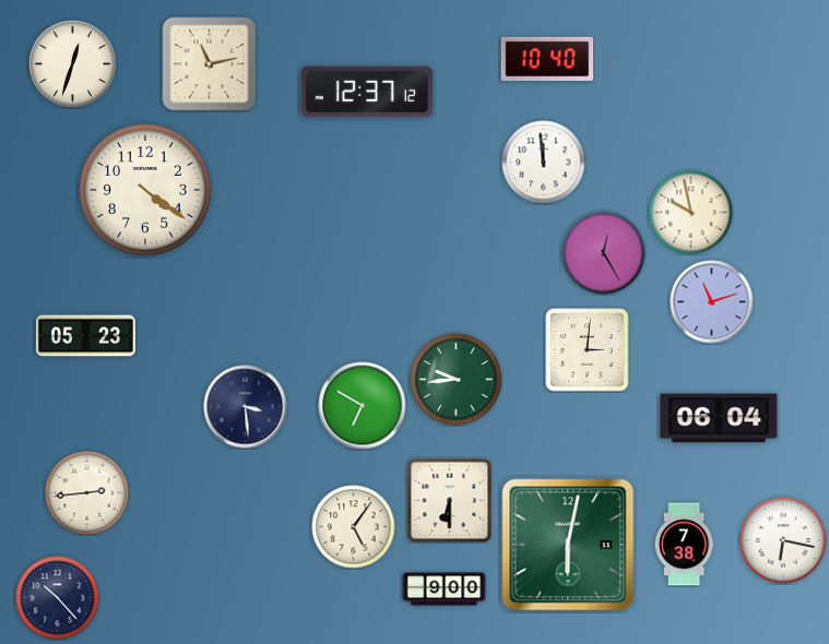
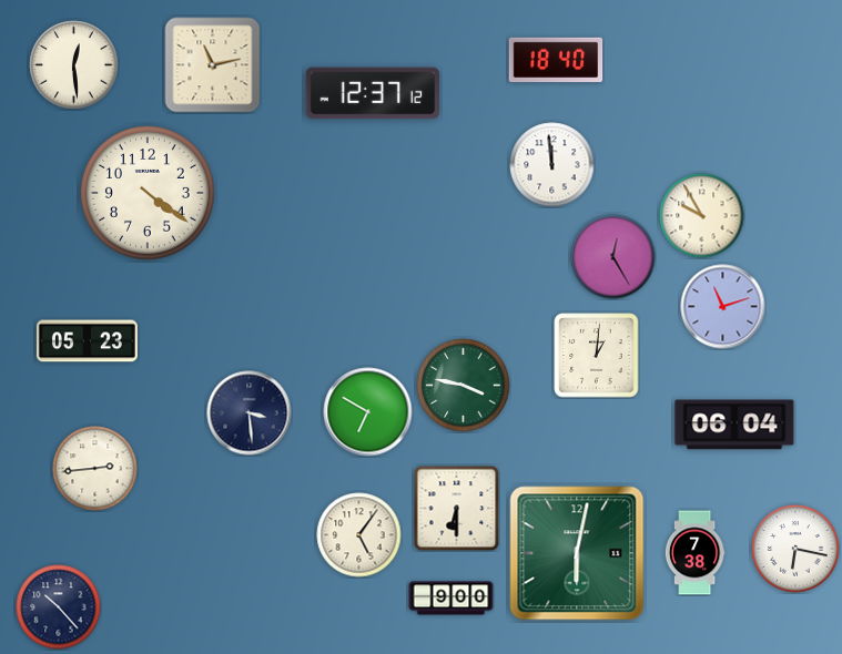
clock at (547, 59): 10:40 -> 18:40
clock at (73, 64): 12:33 -> 12:29
clock at (691, 213): 9:58 -> 9:55
clock at (588, 350): 3:01 -> 1:01
clock at (457, 380): 9:44 -> 3:47
clock at (719, 418) position: (719, 418) -> (734, 425)
clock at (87, 493) position: (87, 493) -> (95, 469)
